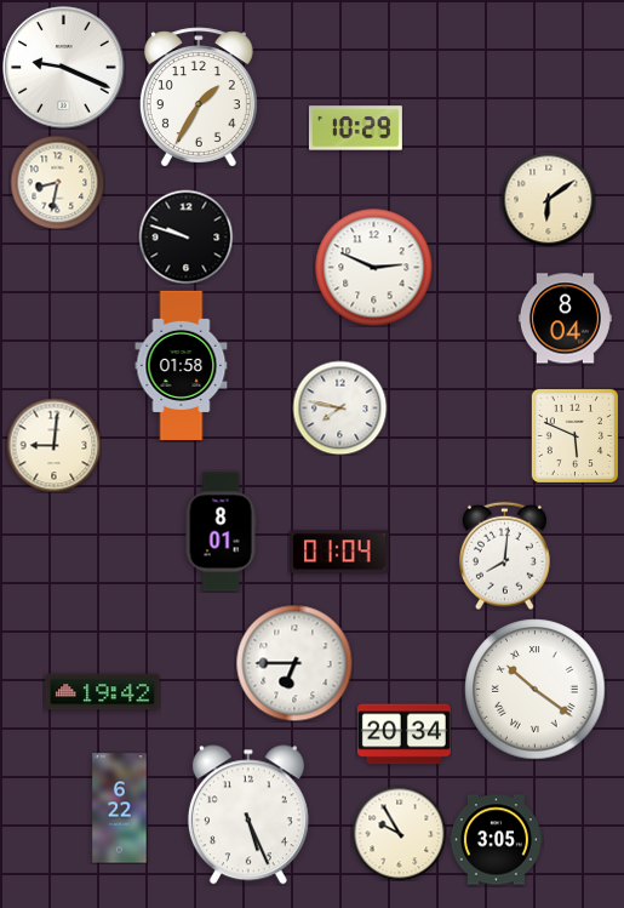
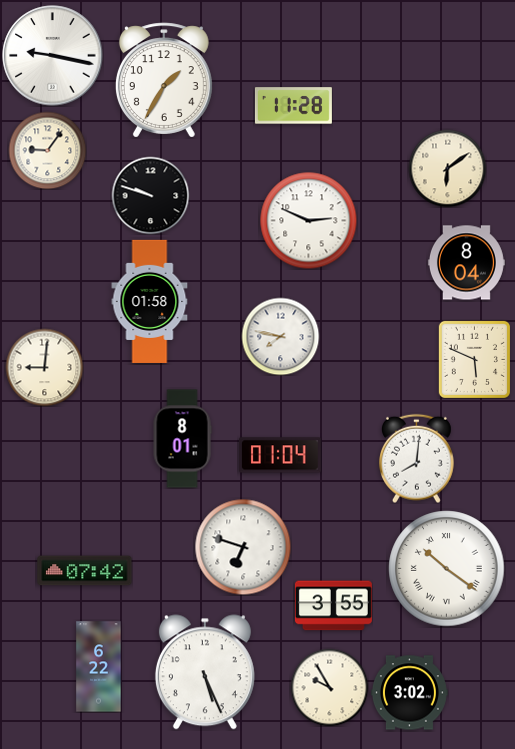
clock at (64, 68): 9:19 -> 9:17
clock at (355, 129): 10:29 -> 11:28
clock at (57, 182): 8:32 -> 9:06
clock at (548, 199) position: (548, 199) -> (447, 168)
clock at (185, 236) position: (185, 236) -> (150, 195)
clock at (294, 663): 6:45 -> 6:48
clock at (536, 690) position: (536, 690) -> (447, 569)
clock at (103, 692): 19:42 -> 07:42
clock at (403, 735): 20:34 -> 3:55
clock at (496, 840): 3:05 -> 3:02
